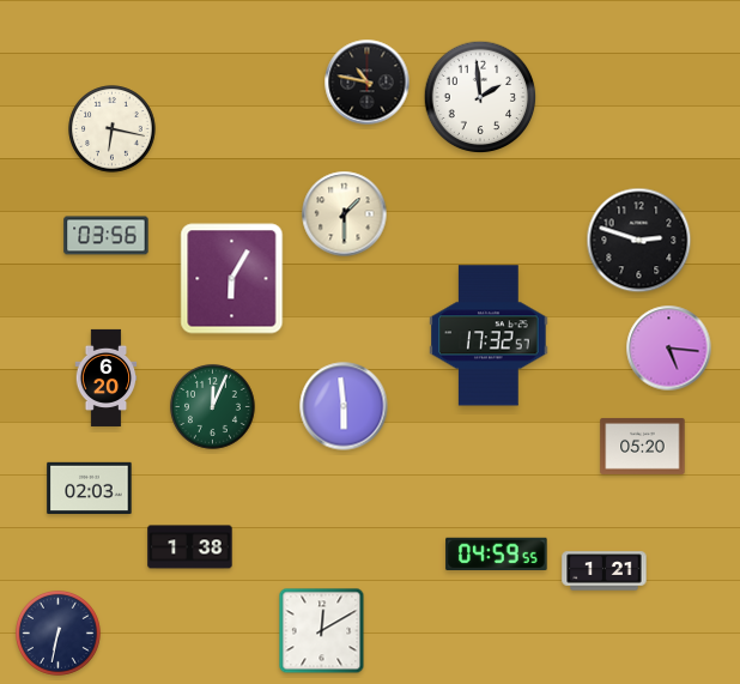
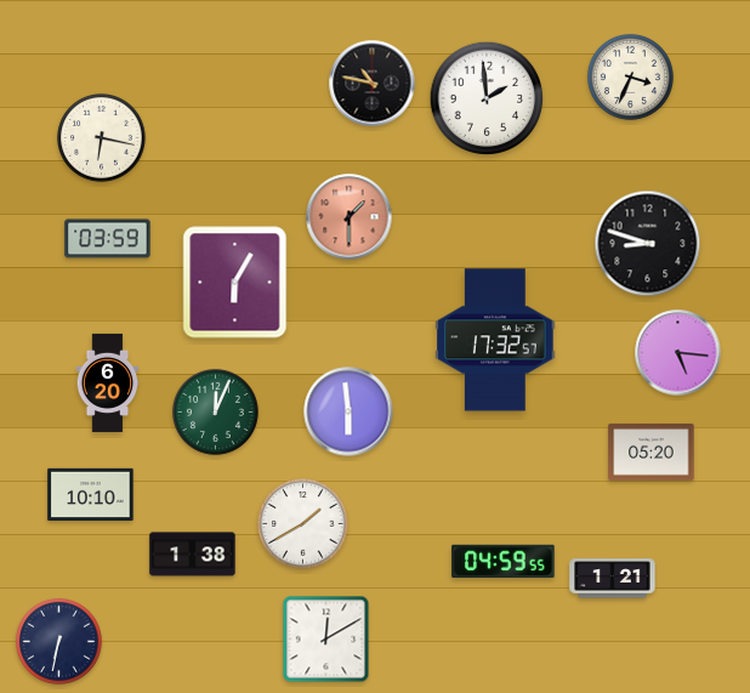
clock at (630, 76): none -> 3:34
clock at (113, 129) position: (113, 129) -> (102, 138)
clock at (345, 214) dial: cream -> salmon
clock at (107, 236): 03:56 -> 03:59
clock at (639, 241): 2:48 -> 8:48
clock at (90, 488): 02:03 -> 10:10
clock at (303, 524): none -> 1:40
